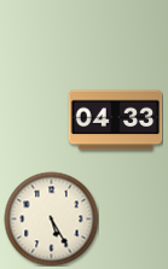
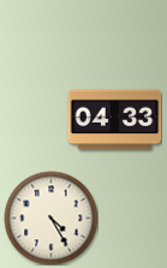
clock at (51, 218): 5:25 -> 4:25
